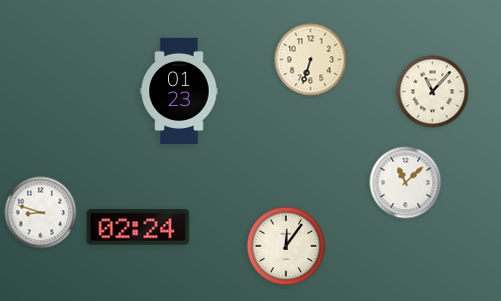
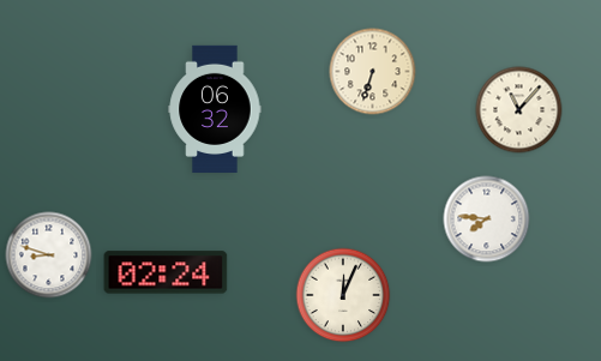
clock at (179, 90): 01:23 -> 06:32
clock at (406, 183): 11:08 -> 7:46
clock at (286, 246): 12:06 -> 12:04
